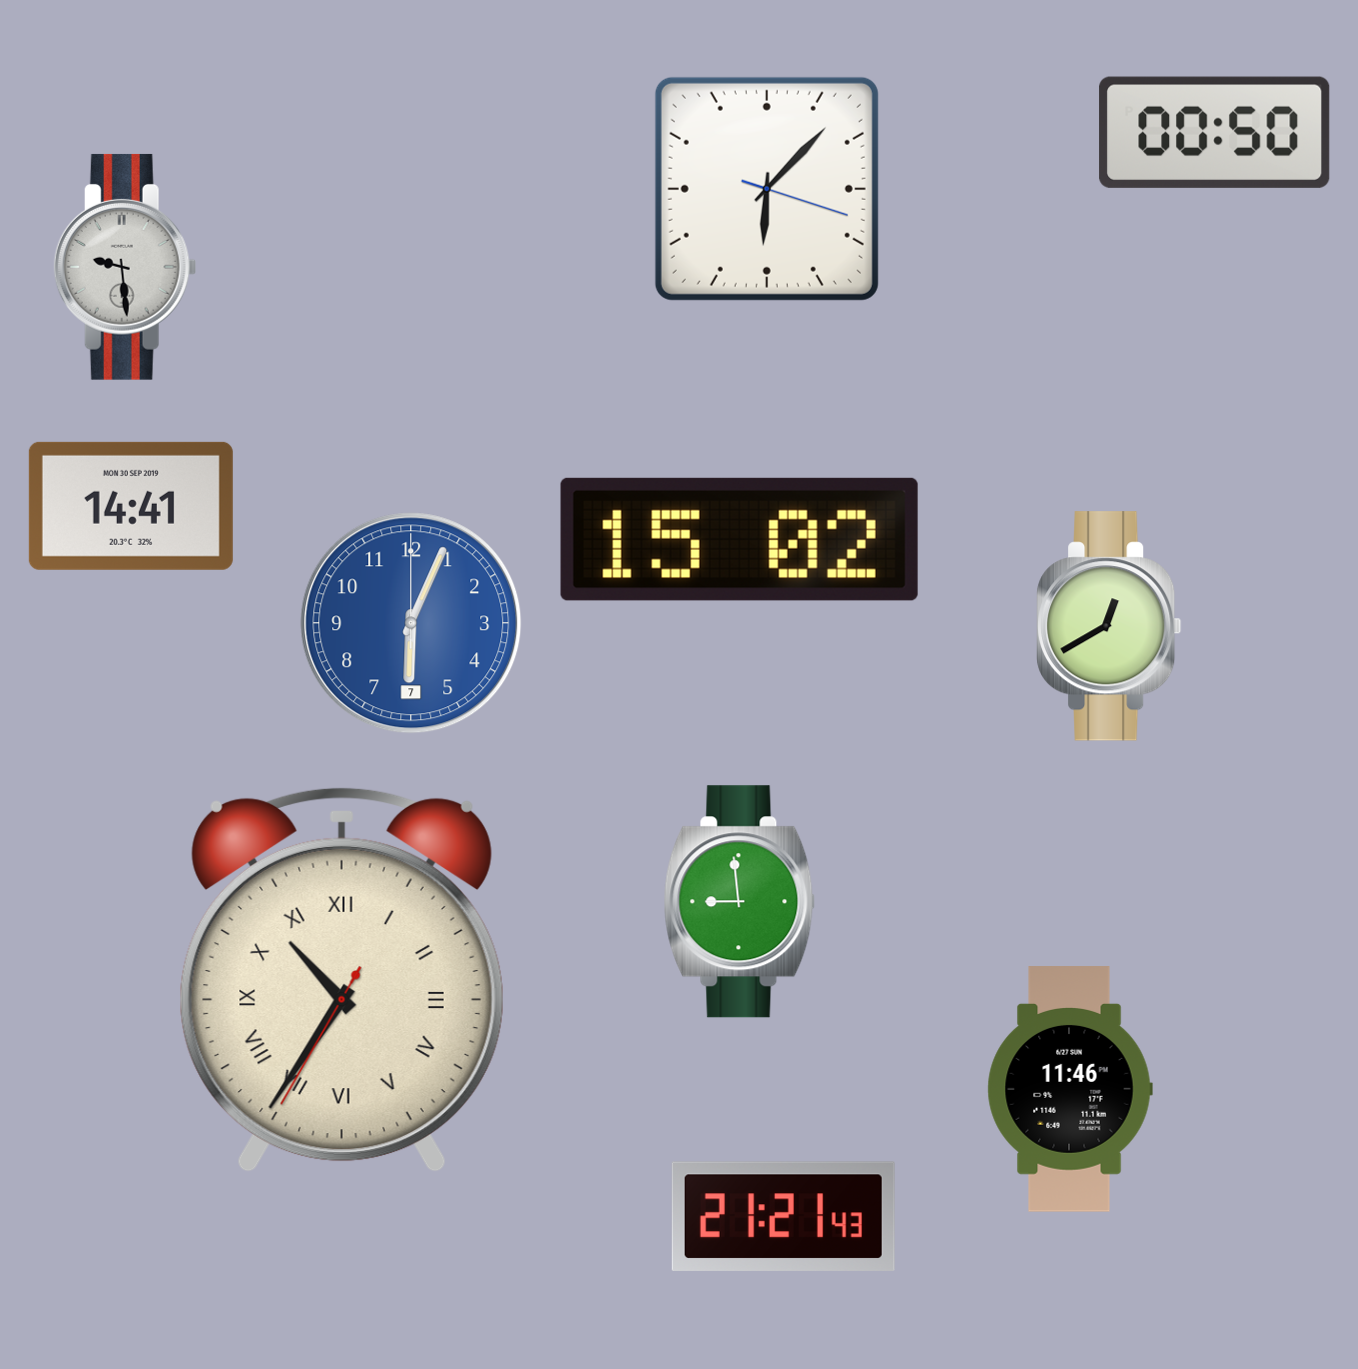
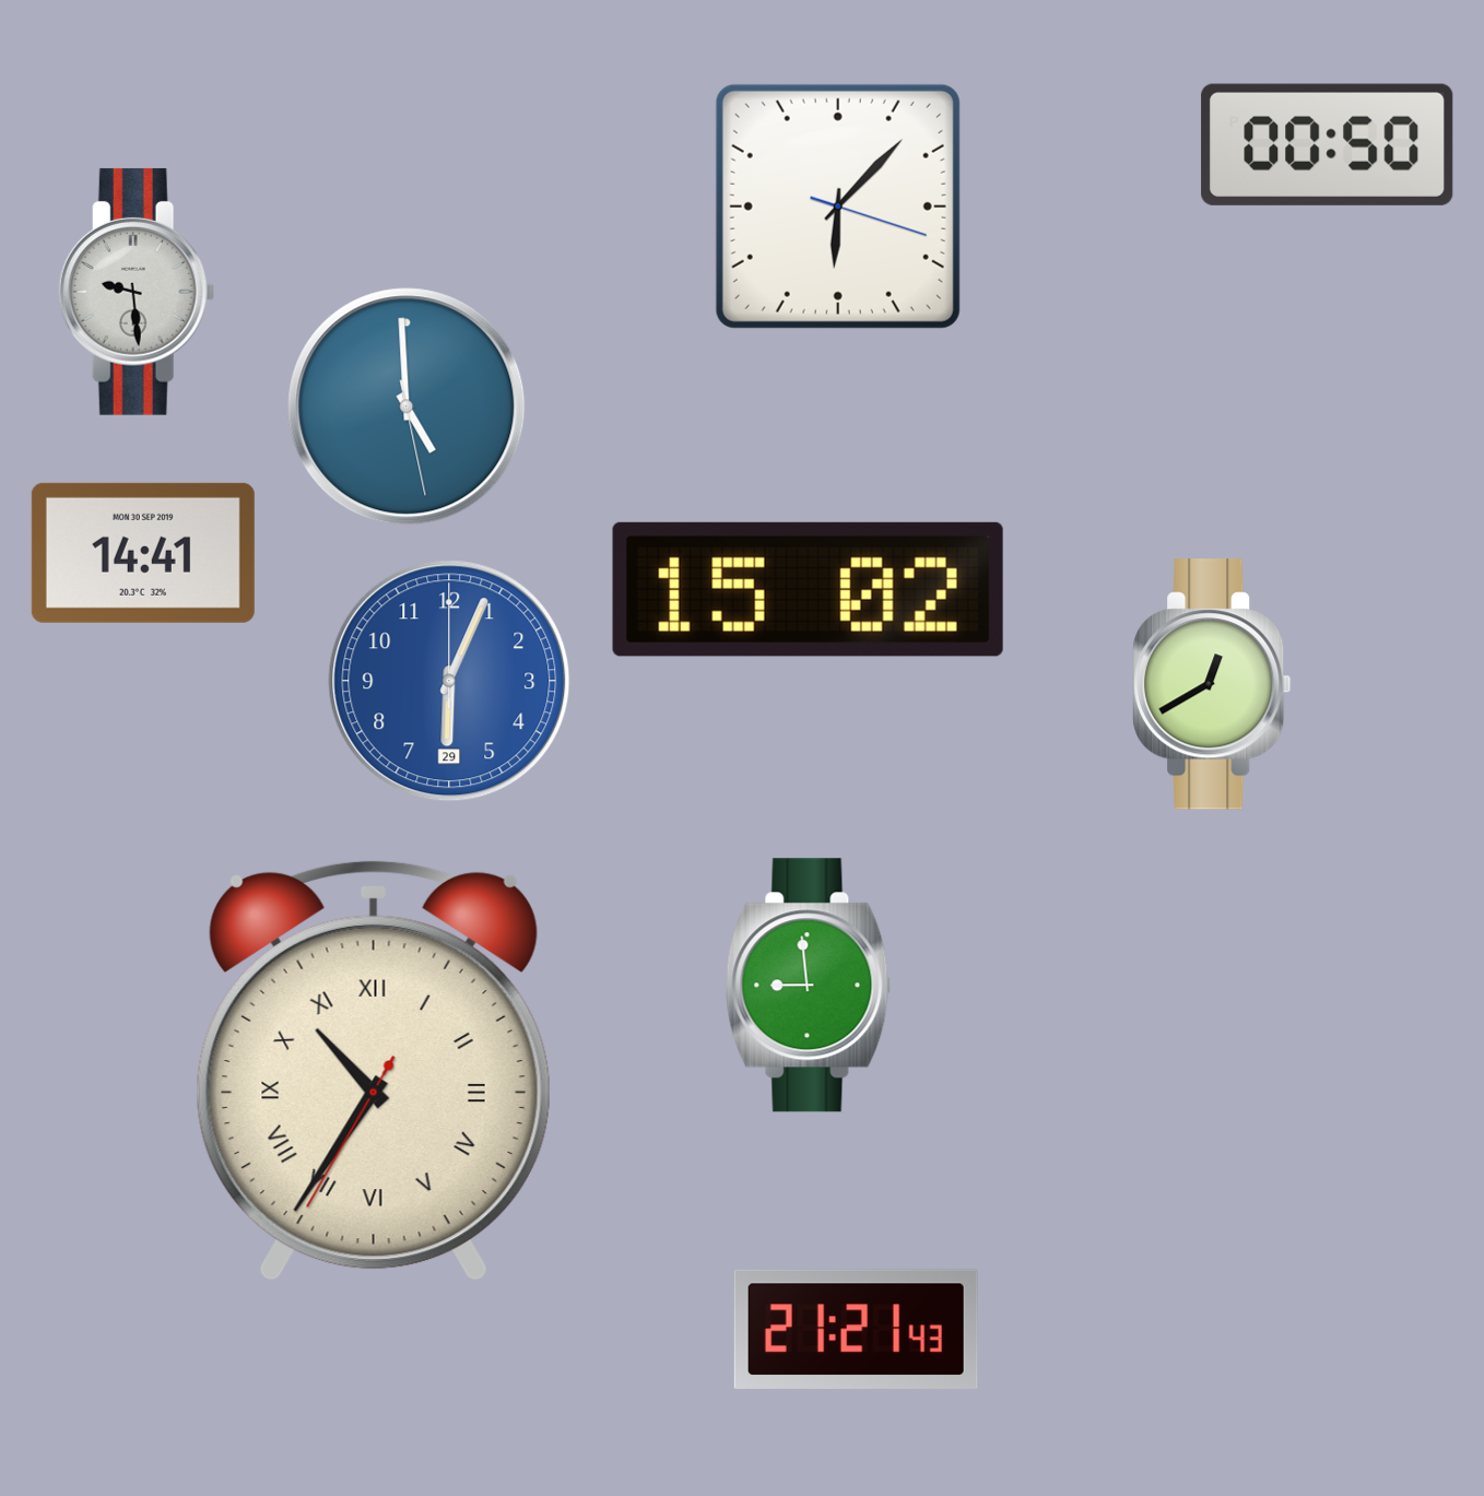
clock at (407, 407): none -> 4:59
clock at (411, 623) date: 7 -> 29
clock at (1070, 1089): 11:46 -> none
